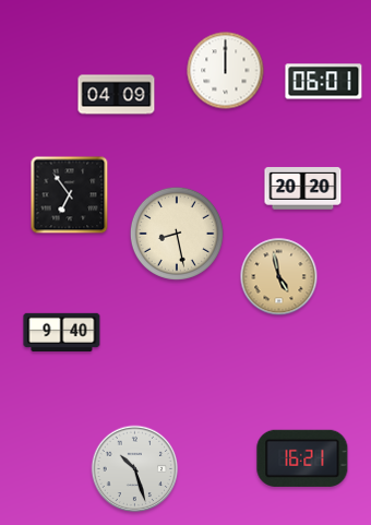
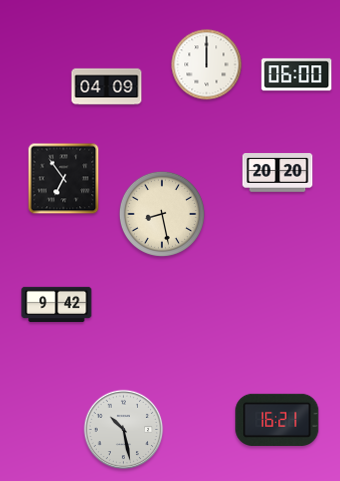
clock at (324, 82): 06:01 -> 06:00
clock at (279, 277): 4:58 -> none
clock at (62, 332): 9:40 -> 9:42
clock at (135, 469): 10:27 -> 10:28
